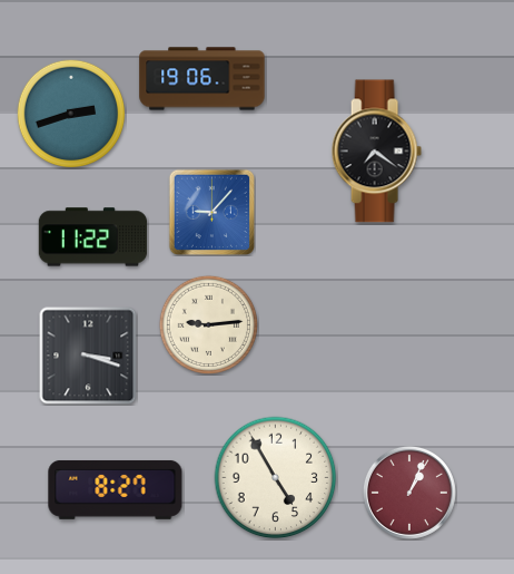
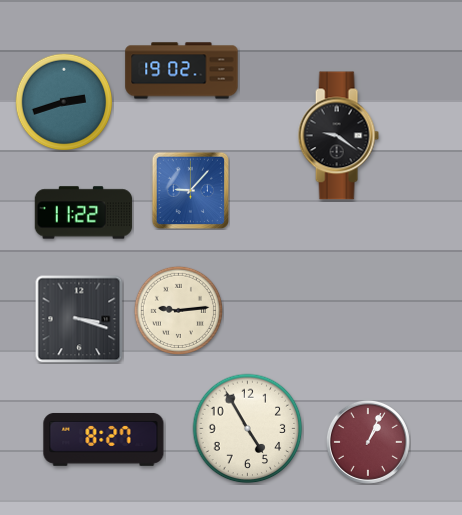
clock at (202, 79): 19:06 -> 19:02
clock at (376, 152): 7:21 -> 9:21
clock at (208, 324) position: (208, 324) -> (178, 310)
